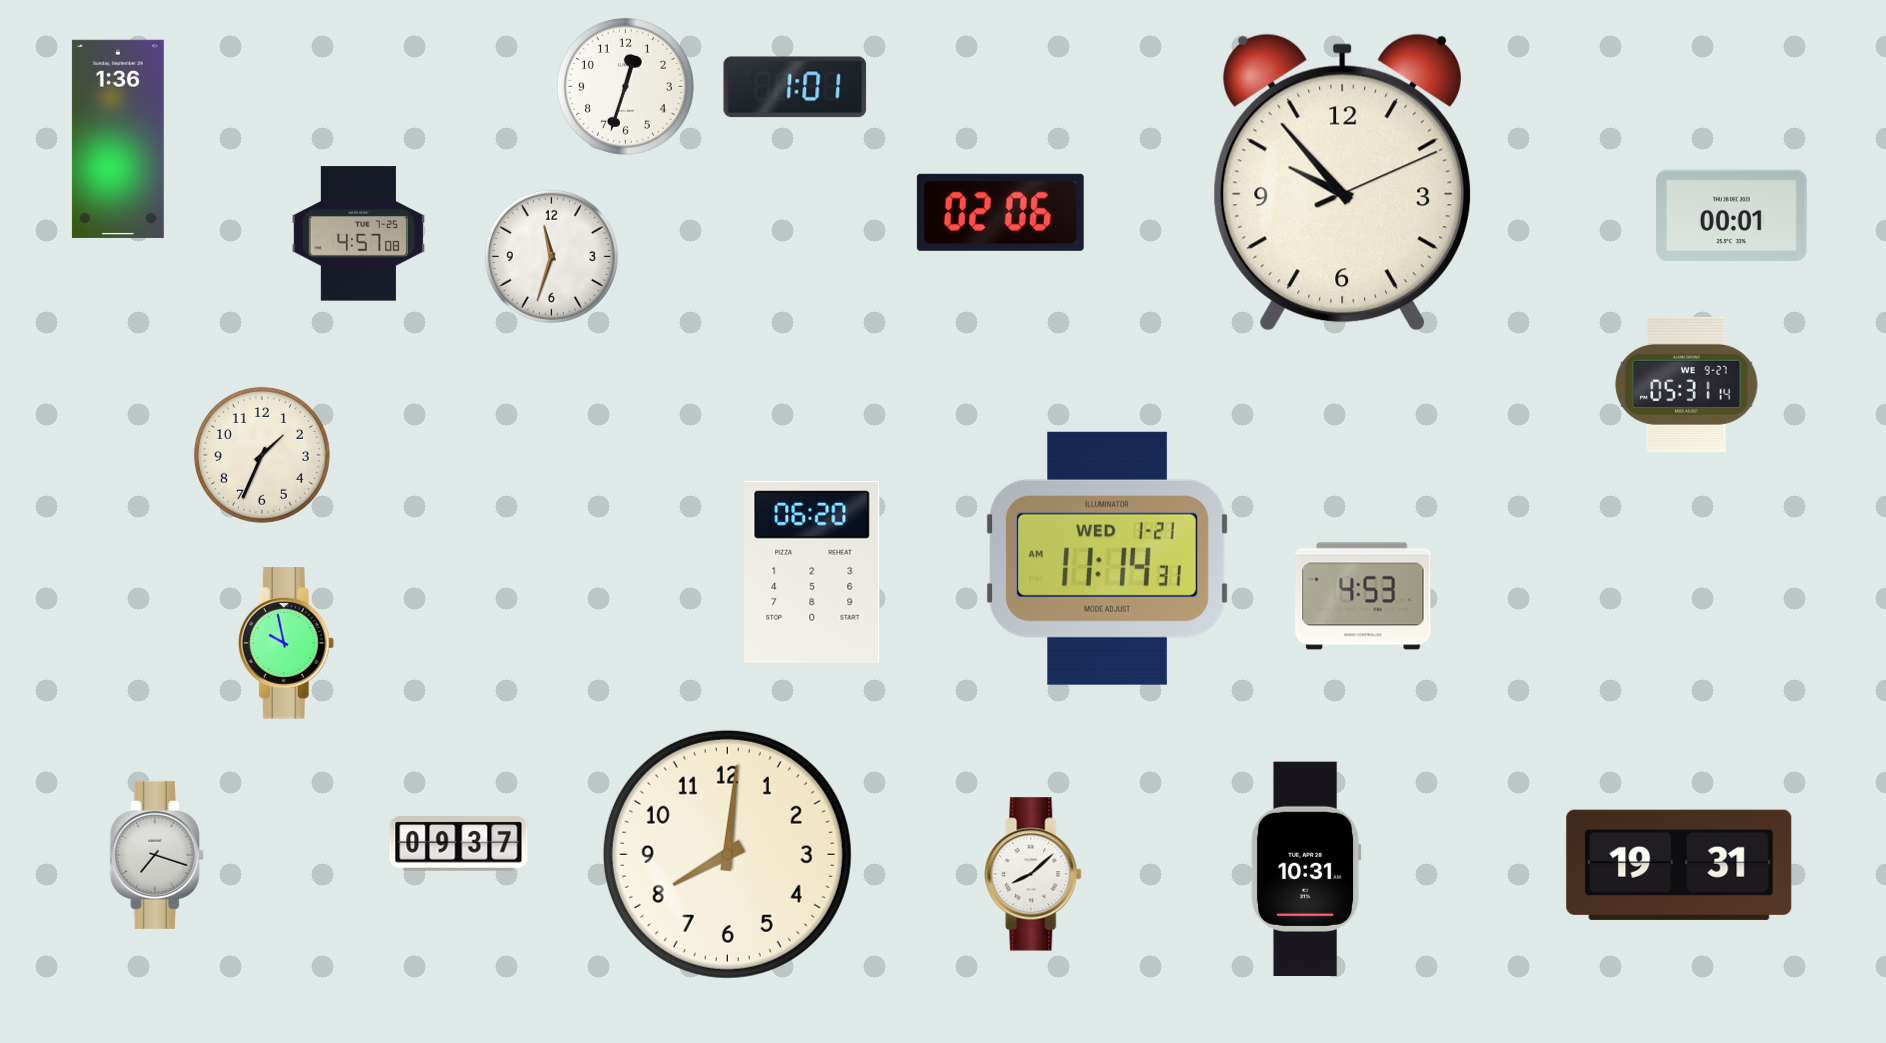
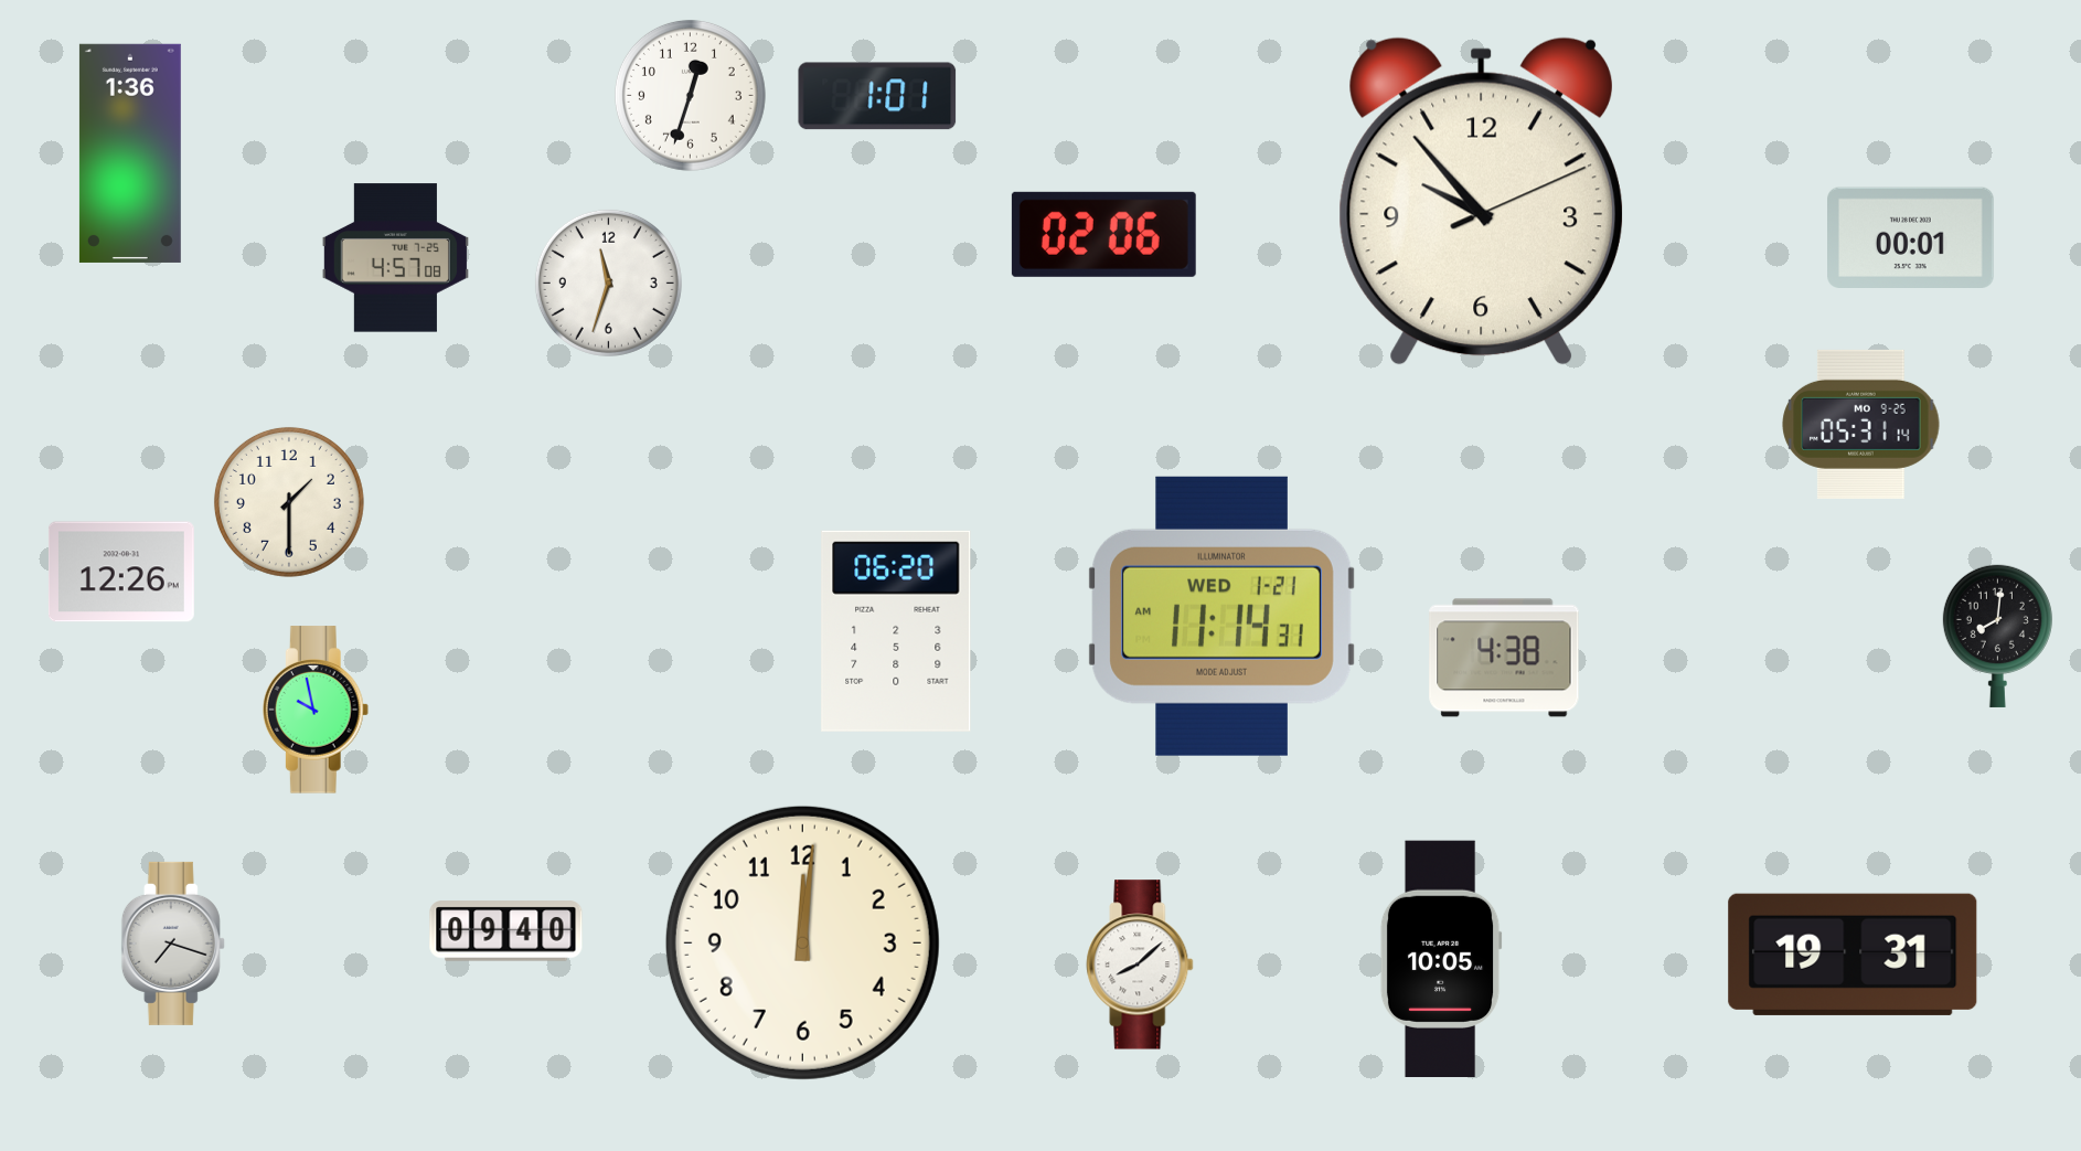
clock at (1687, 384) date: WE 9-27 -> MO 9-25
clock at (262, 455): 1:34 -> 1:30
clock at (121, 572): none -> 12:26
clock at (1997, 636): none -> 8:01
clock at (1363, 596): 4:53 -> 4:38
clock at (459, 844): 09:37 -> 09:40
clock at (727, 854): 8:01 -> 12:01
clock at (1306, 868): 10:31 -> 10:05
